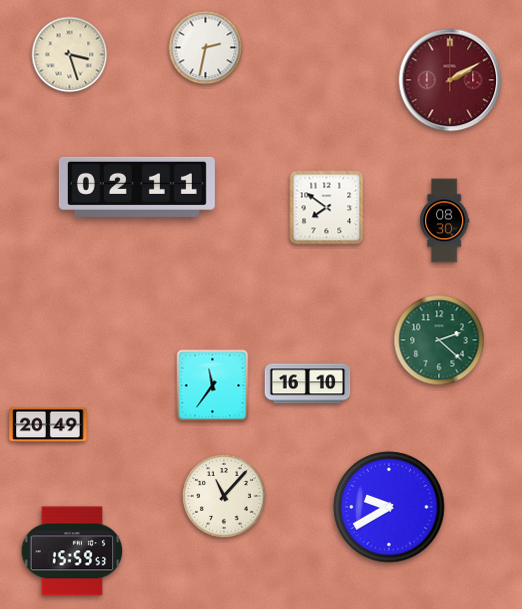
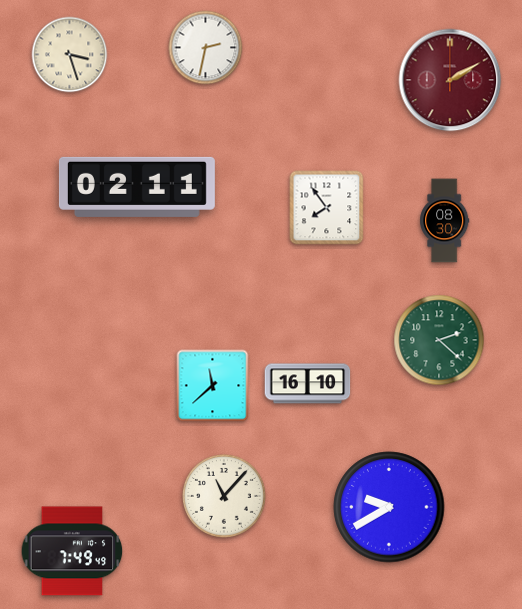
clock at (327, 208): 7:51 -> 7:54
clock at (213, 386): 11:36 -> 11:38
clock at (48, 425): 20:49 -> none
clock at (72, 551): 15:59 -> 7:49
